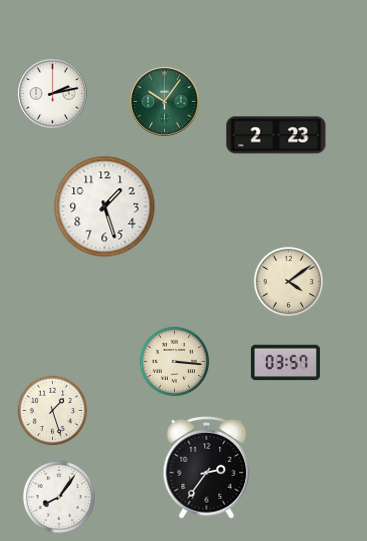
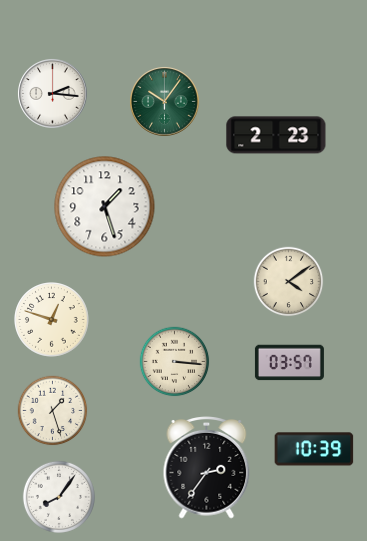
clock at (53, 94): 2:13 -> 2:16
clock at (52, 320): none -> 12:48
clock at (285, 363) position: (285, 363) -> (289, 363)
clock at (314, 449): none -> 10:39
